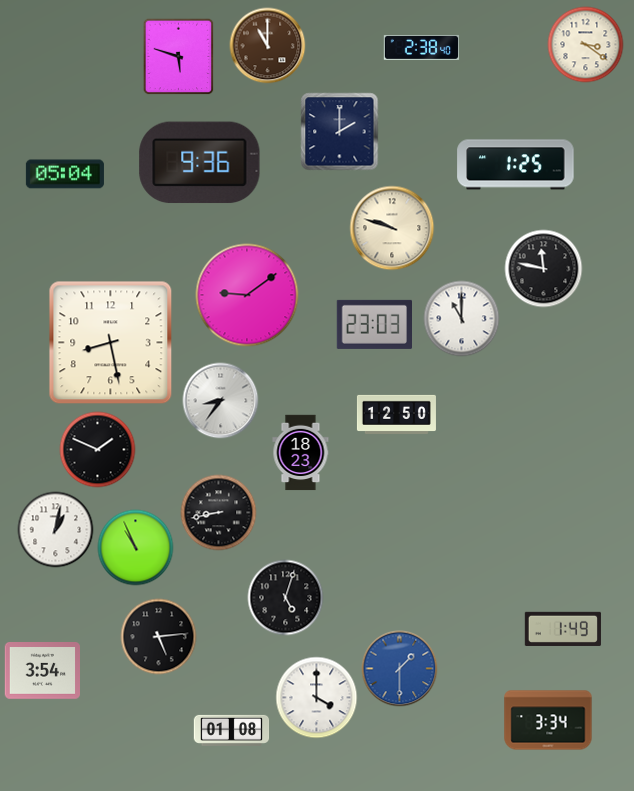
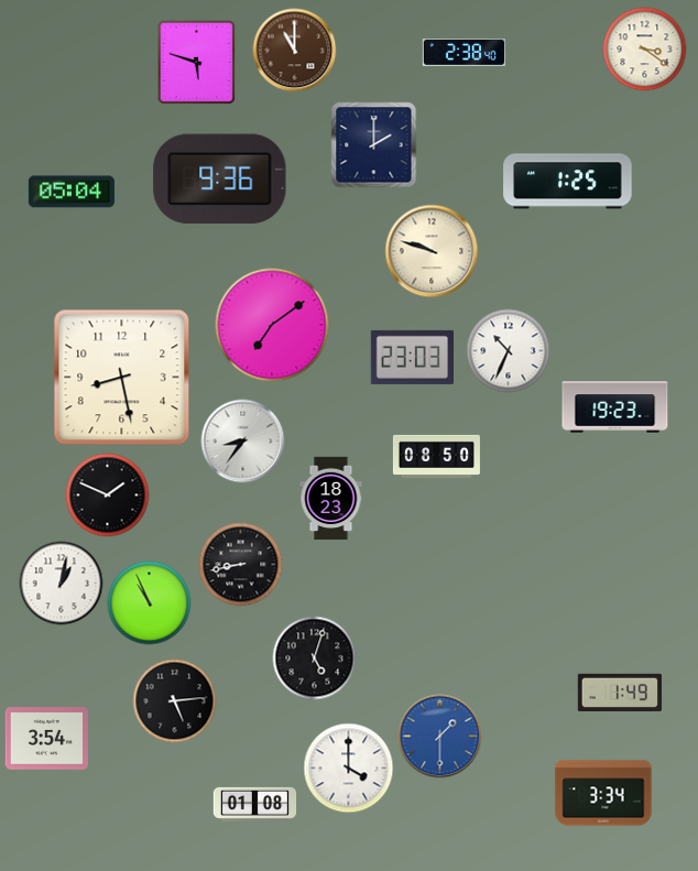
clock at (544, 269): 11:47 -> none
clock at (247, 295): 9:09 -> 7:09
clock at (462, 319): 11:00 -> 10:34
clock at (615, 407): none -> 19:23
clock at (396, 414): 12:50 -> 08:50
